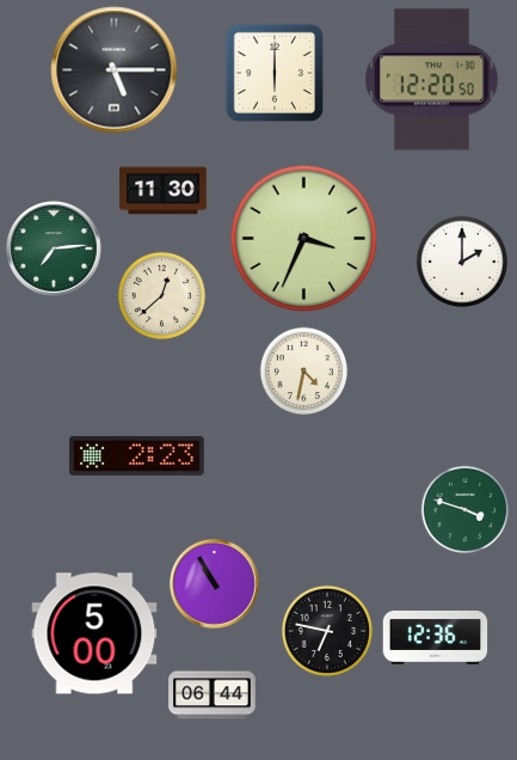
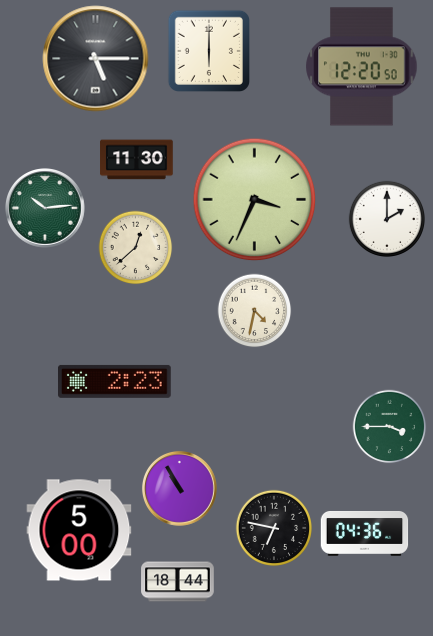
clock at (273, 72) position: (273, 72) -> (208, 50)
clock at (55, 250): 7:14 -> 10:14
clock at (466, 510): 3:48 -> 3:45
clock at (436, 637): 12:36 -> 04:36
clock at (213, 695): 06:44 -> 18:44
